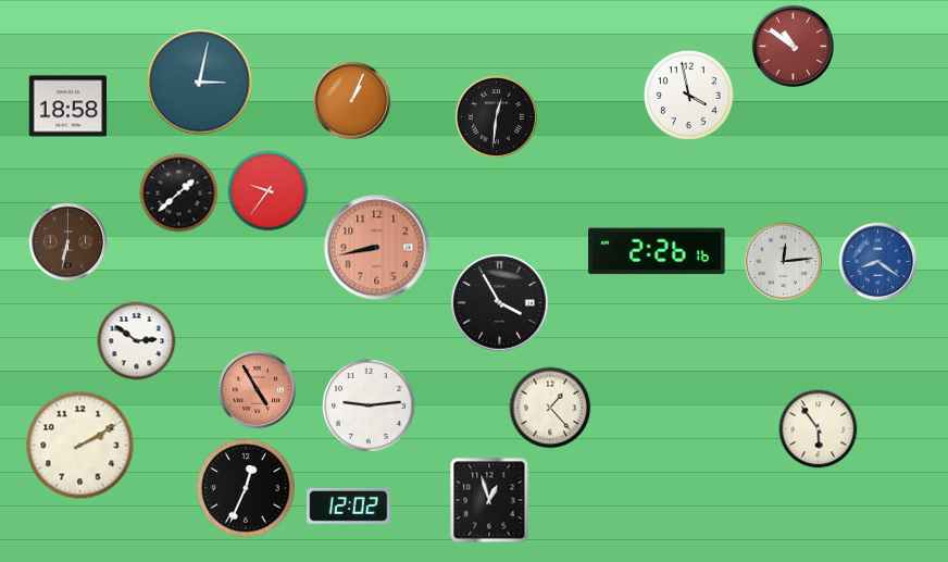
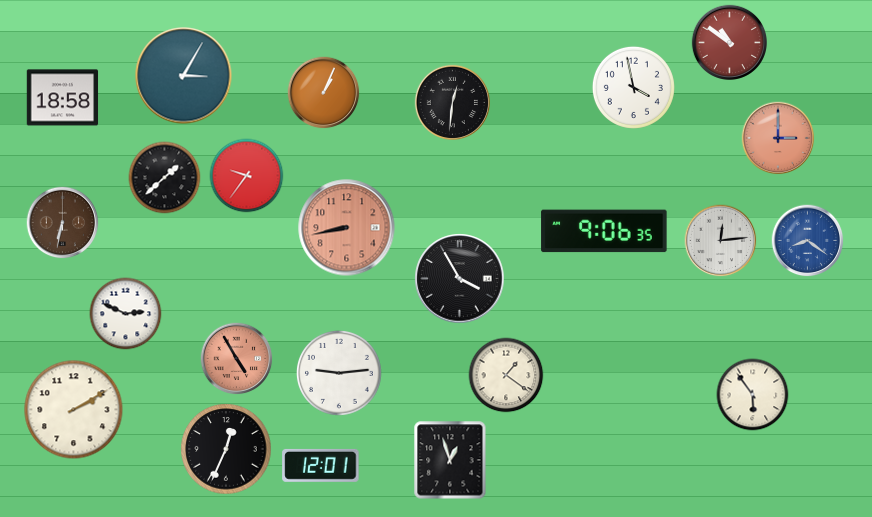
clock at (200, 83): 3:02 -> 3:05
clock at (496, 116) position: (496, 116) -> (452, 102)
clock at (778, 138): none -> 3:00
clock at (657, 251): 2:26 -> 9:06
clock at (137, 341): 2:51 -> 2:49
clock at (550, 408): 1:23 -> 1:21
clock at (349, 505): 12:02 -> 12:01
